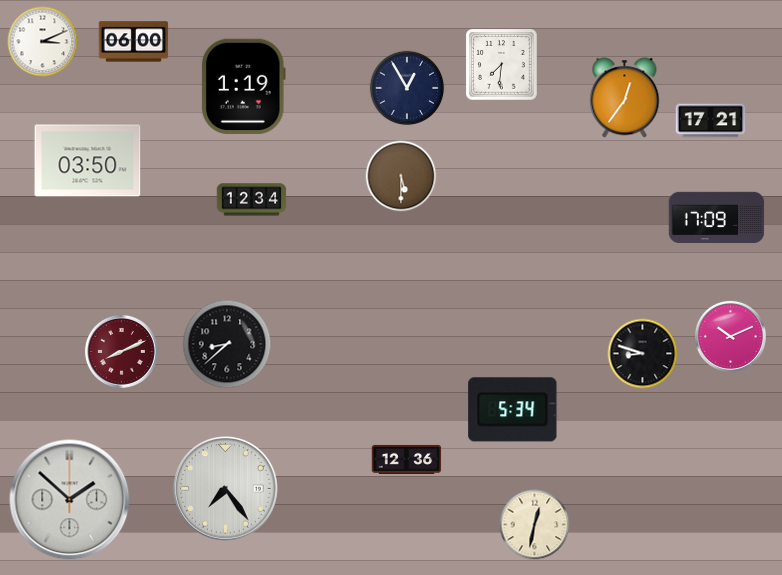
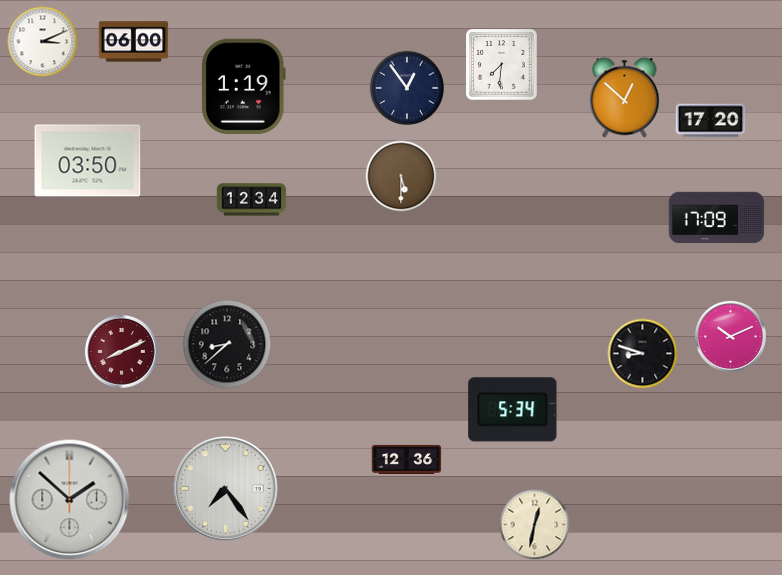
clock at (407, 88): 12:55 -> 12:54
clock at (625, 98): 12:36 -> 12:52
clock at (711, 121): 17:21 -> 17:20
